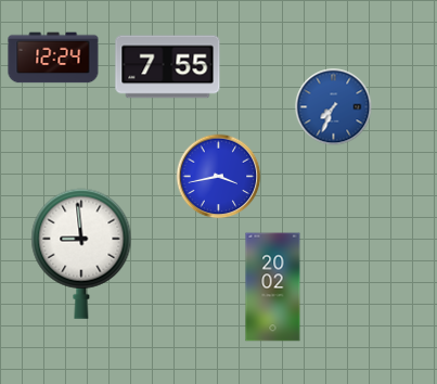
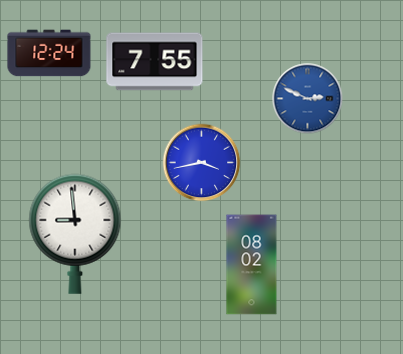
clock at (334, 107): 7:34 -> 2:49
clock at (273, 287): 20:02 -> 08:02
